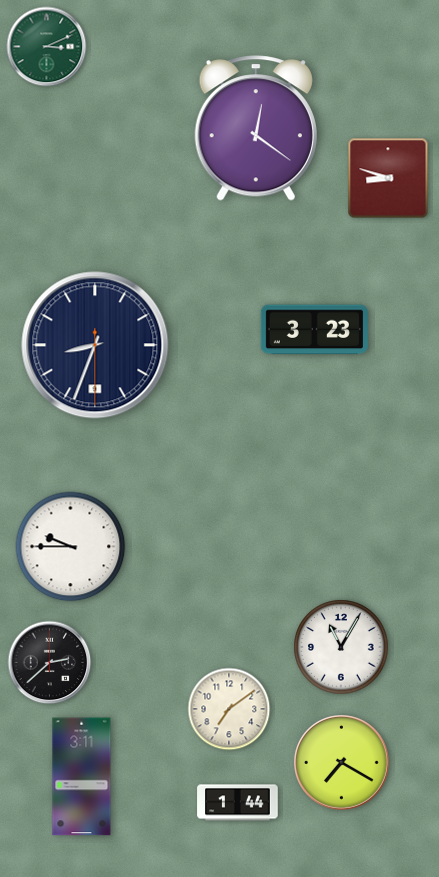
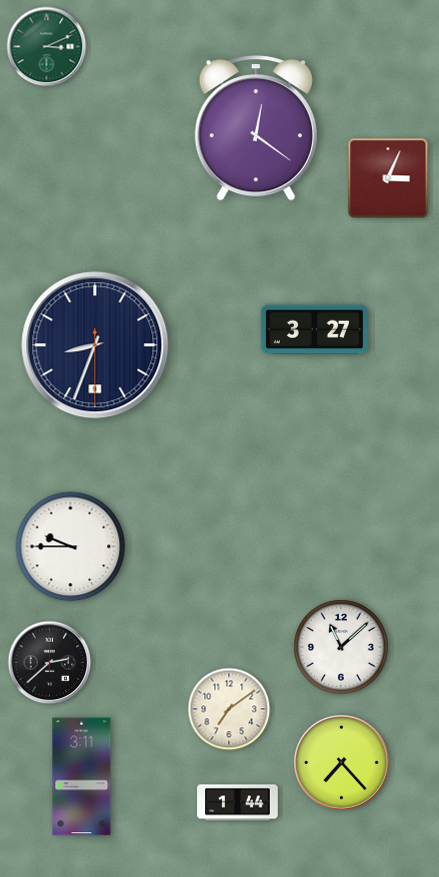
clock at (388, 178): 8:48 -> 3:04
clock at (314, 330): 3:23 -> 3:27
clock at (341, 647): 11:05 -> 11:08
clock at (342, 763): 7:20 -> 7:23
